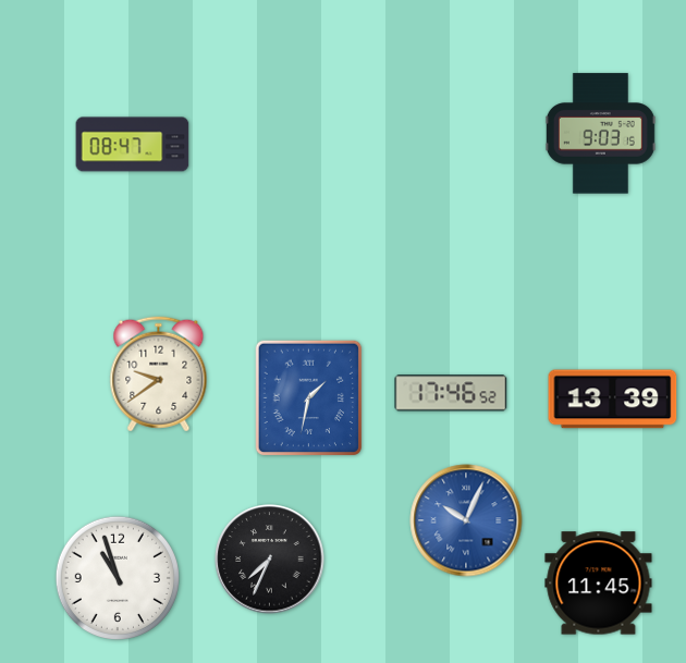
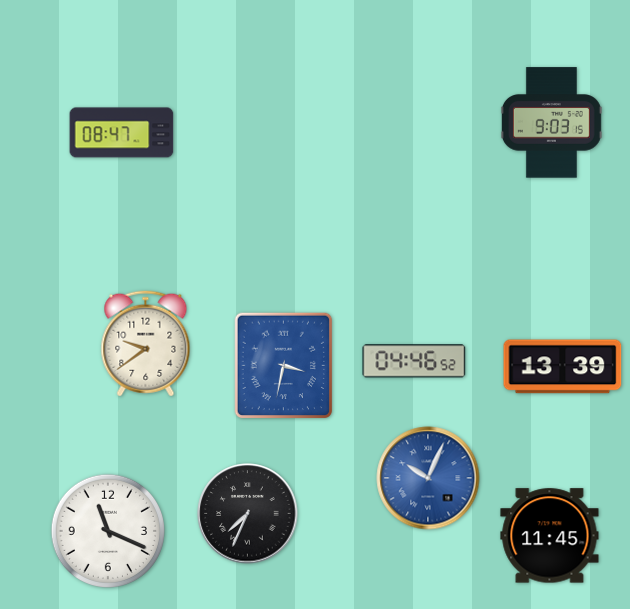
clock at (451, 393): 17:46 -> 04:46
clock at (309, 398): 1:32 -> 3:32
clock at (117, 577): 10:57 -> 11:19
